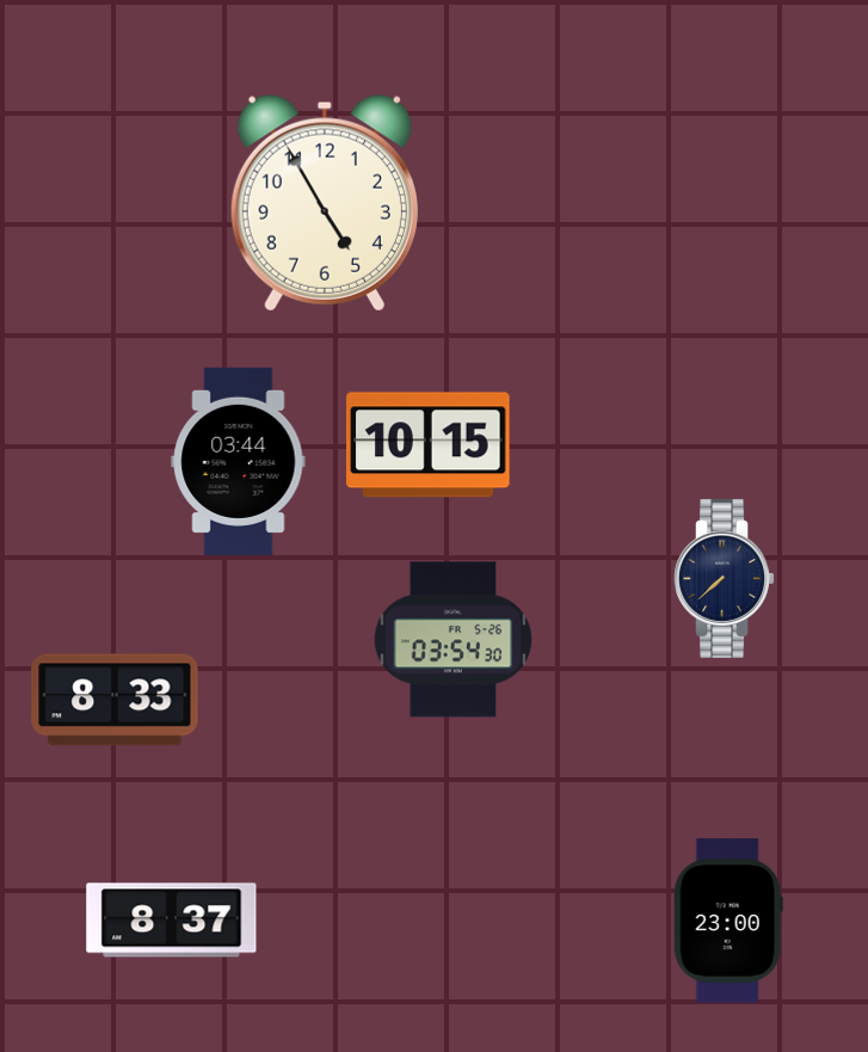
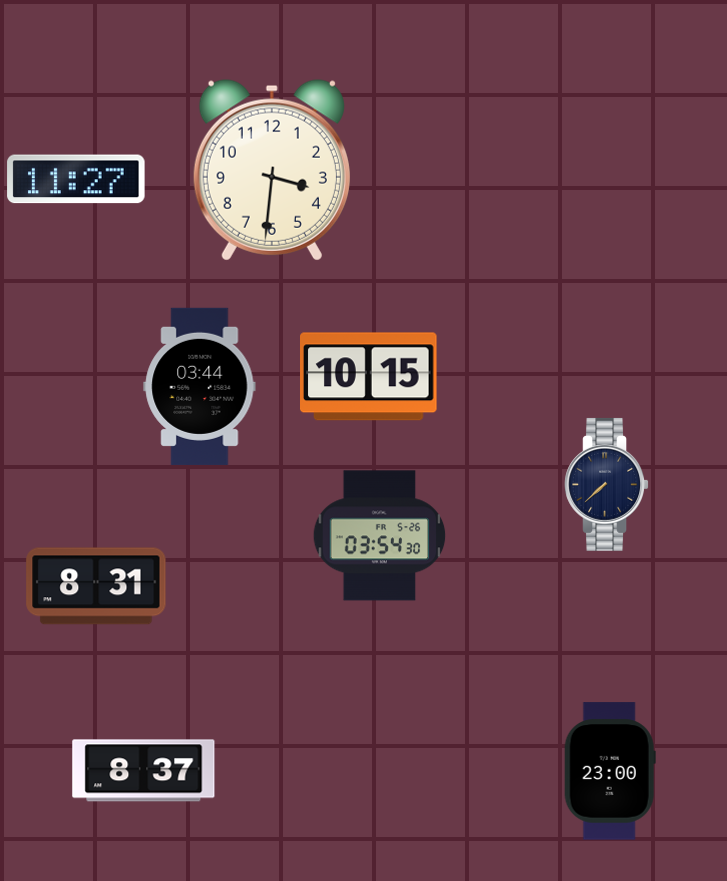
clock at (325, 203): 4:55 -> 3:31
clock at (76, 179): none -> 11:27
clock at (429, 445) position: (429, 445) -> (369, 377)
clock at (115, 700): 8:33 -> 8:31
